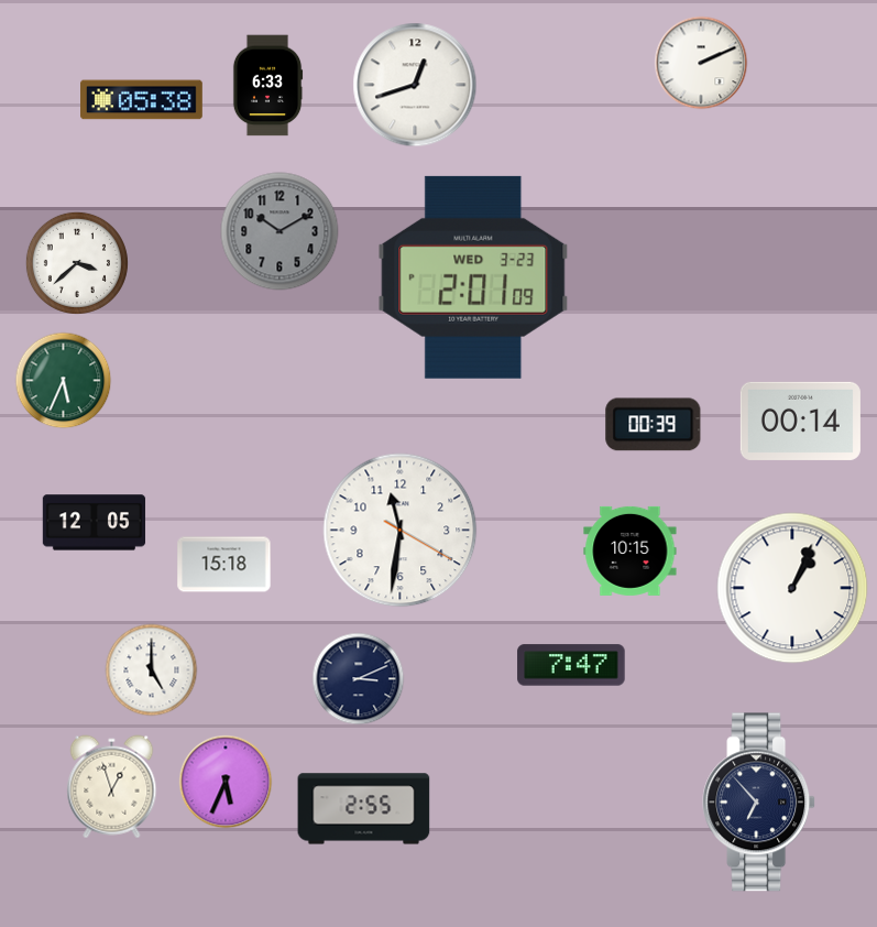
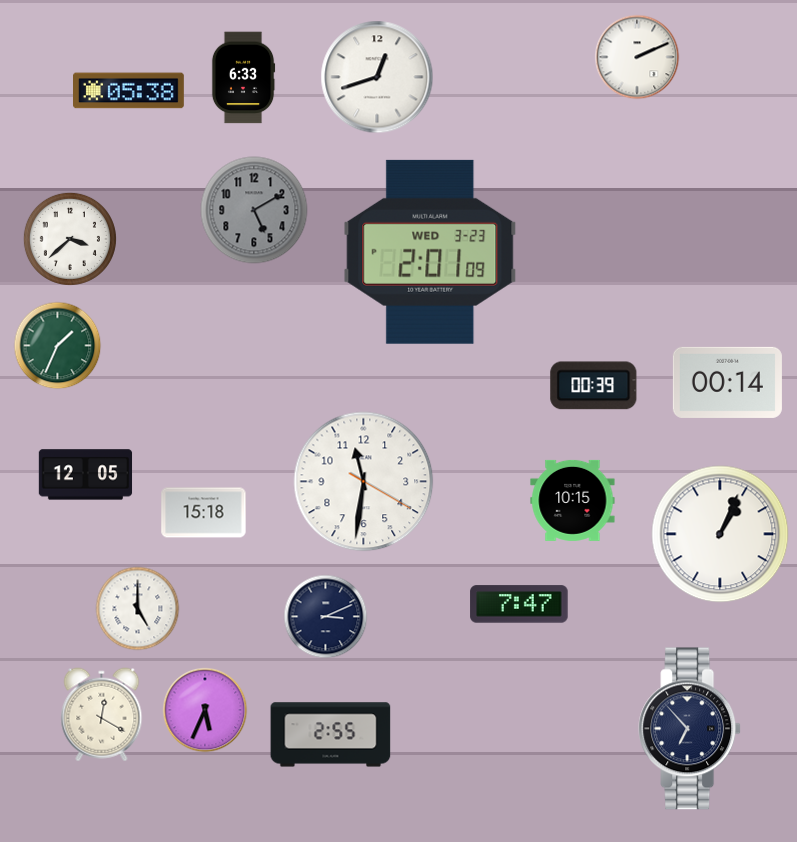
clock at (279, 231): 10:10 -> 5:10
clock at (64, 381): 5:34 -> 1:34
clock at (112, 787): 12:57 -> 12:20
